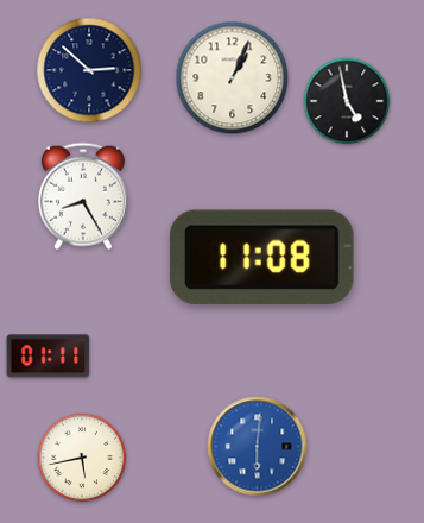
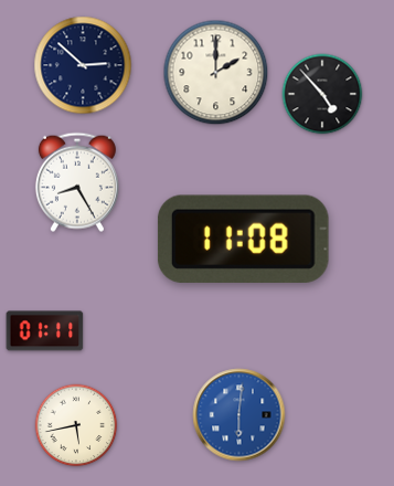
clock at (233, 78): 1:04 -> 2:00
clock at (347, 101): 4:58 -> 4:53
